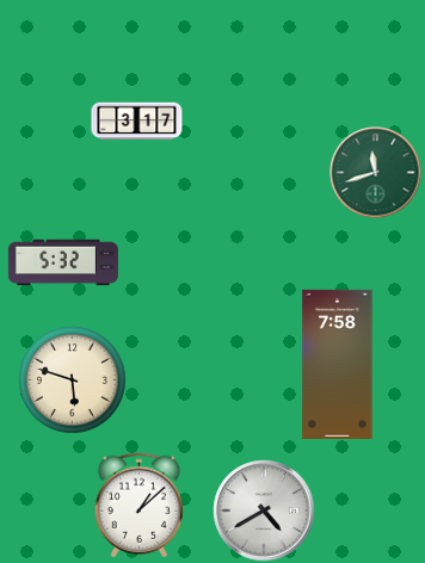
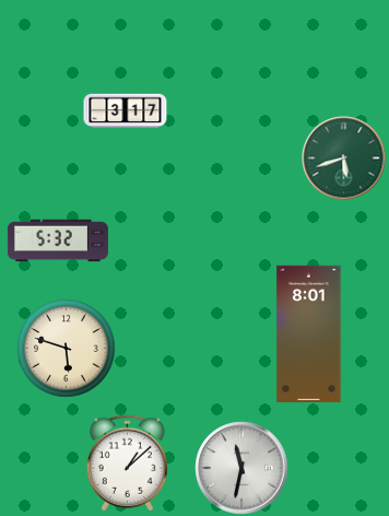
clock at (376, 173): 11:42 -> 5:42
clock at (338, 364): 7:58 -> 8:01
clock at (264, 511): 4:40 -> 11:32
